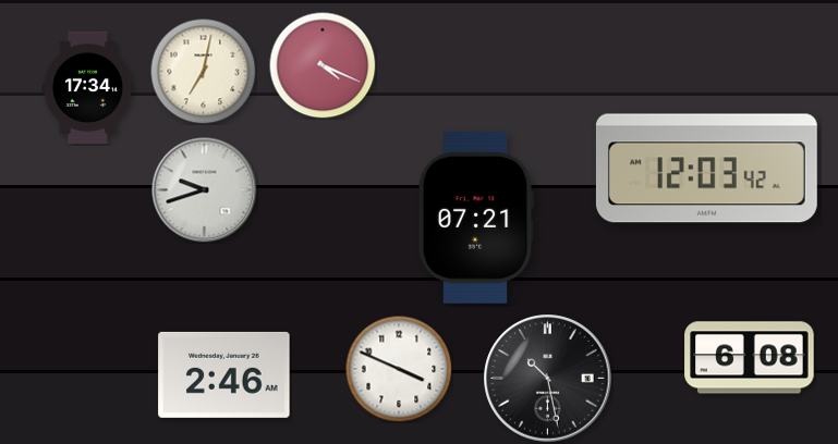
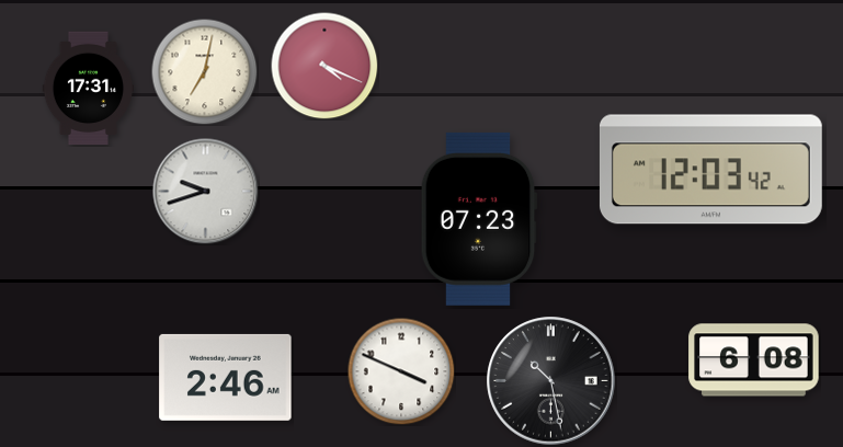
clock at (87, 88): 17:34 -> 17:31
clock at (476, 218): 07:21 -> 07:23
